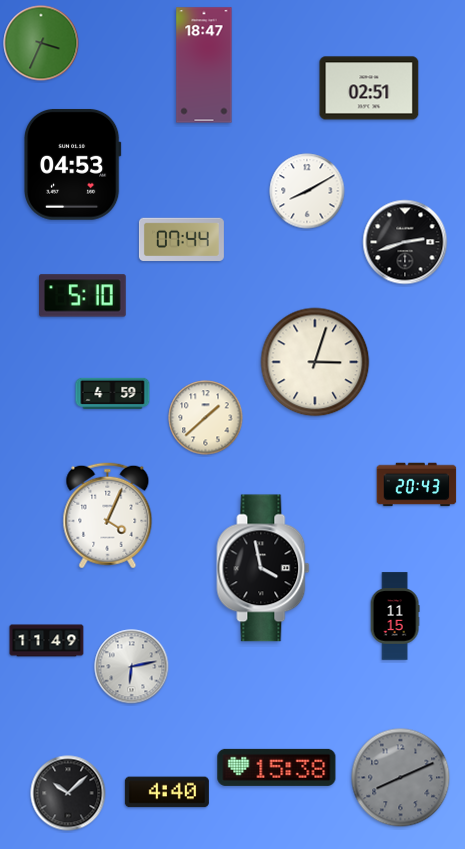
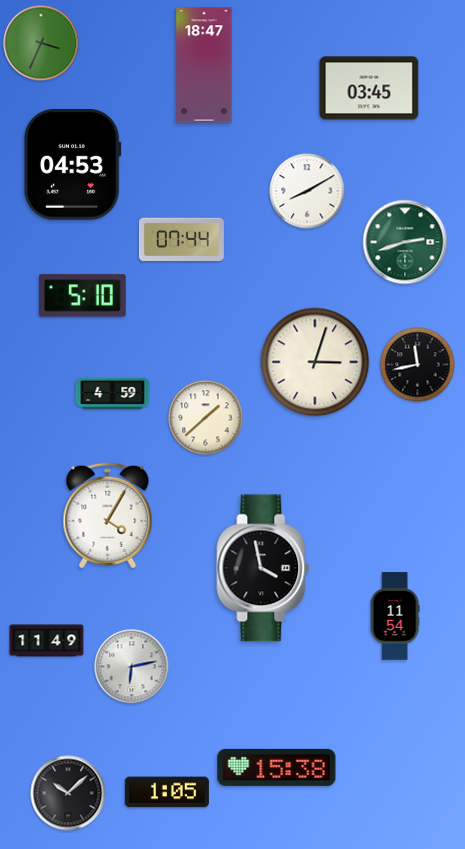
clock at (369, 88): 02:51 -> 03:45
clock at (405, 242) dial: black -> green
clock at (418, 365): none -> 11:43
clock at (417, 485): 20:43 -> none
clock at (108, 516): 4:04 -> 4:05
clock at (395, 616): 11:15 -> 11:54
clock at (401, 778): 8:11 -> none
clock at (167, 792): 4:40 -> 1:05
